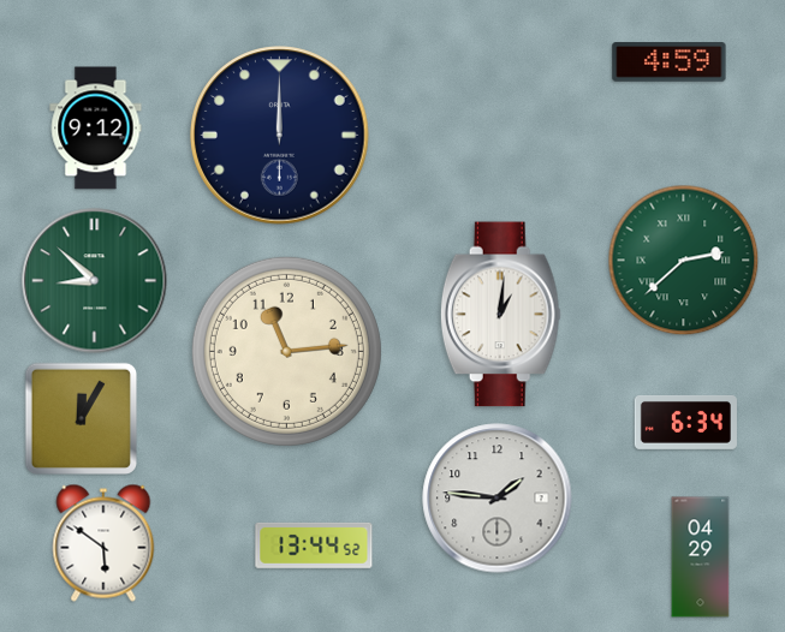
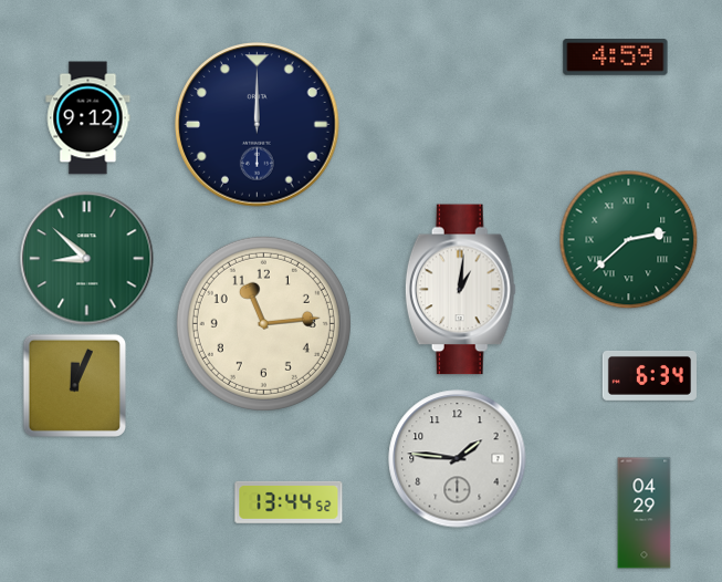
clock at (81, 418): 12:05 -> 12:04
clock at (685, 422) position: (685, 422) -> (649, 375)
clock at (103, 543): 5:51 -> none
